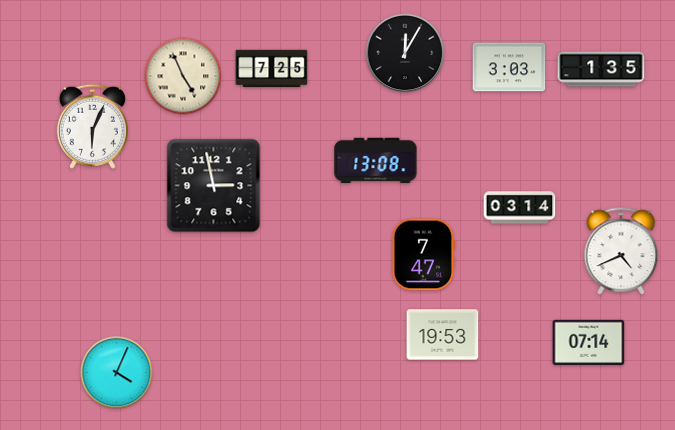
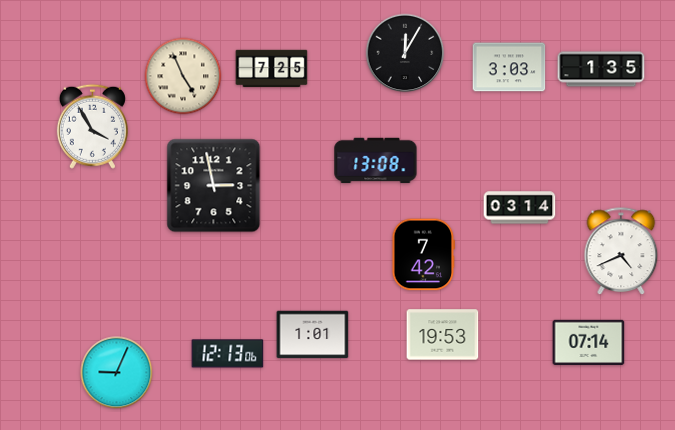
clock at (92, 126): 6:04 -> 3:55
clock at (424, 255): 7:47 -> 7:42
clock at (313, 335): none -> 1:01
clock at (228, 354): none -> 12:13
clock at (117, 373): 4:04 -> 9:04
